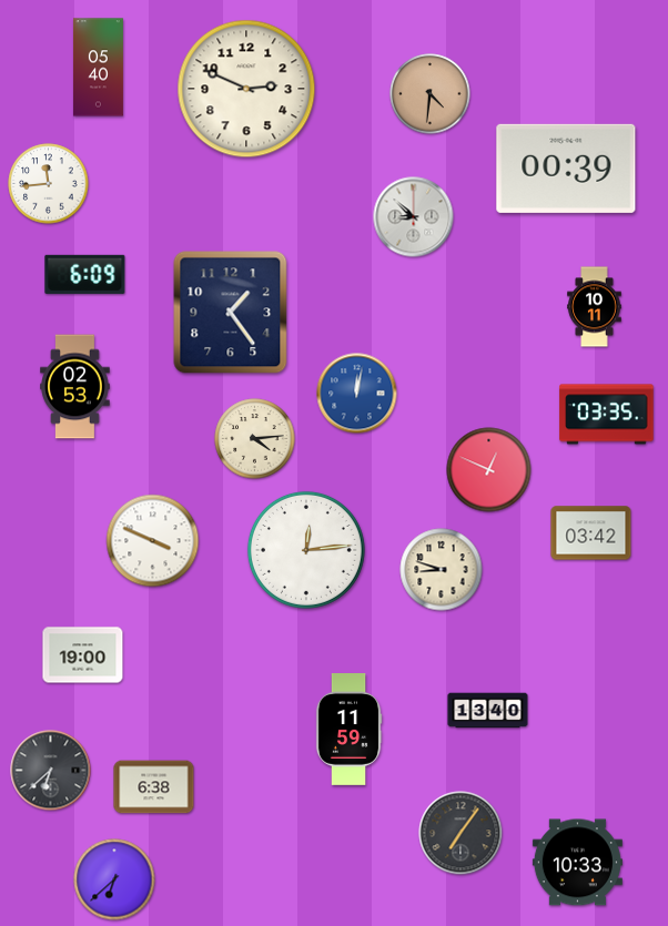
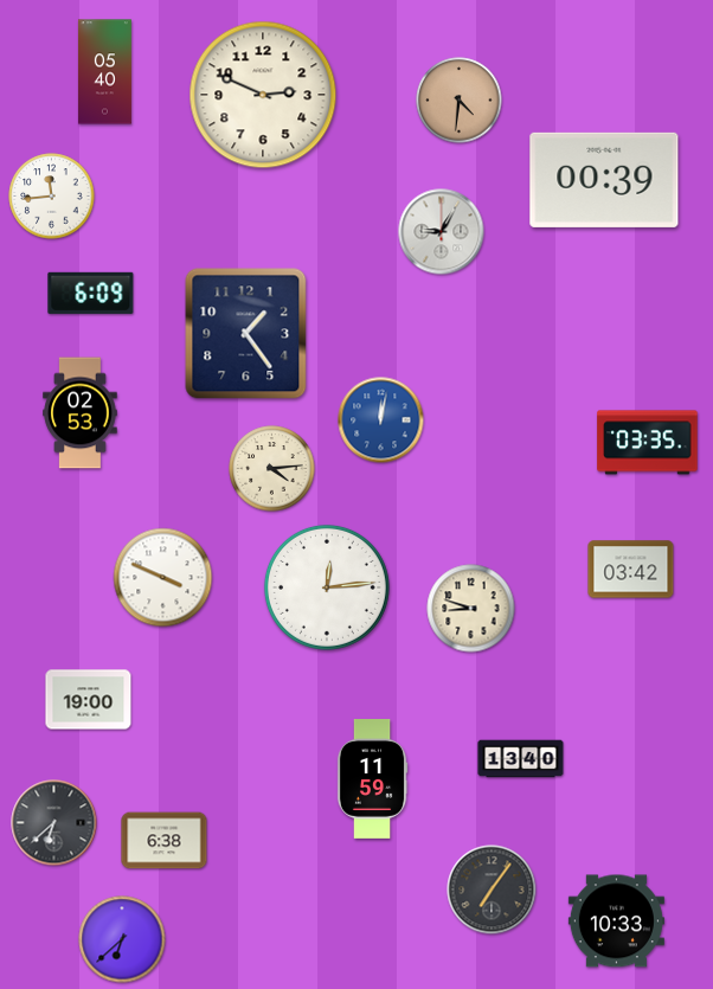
clock at (414, 217): 8:52 -> 9:05
clock at (595, 307): 10:11 -> none
clock at (489, 470): 12:49 -> none
